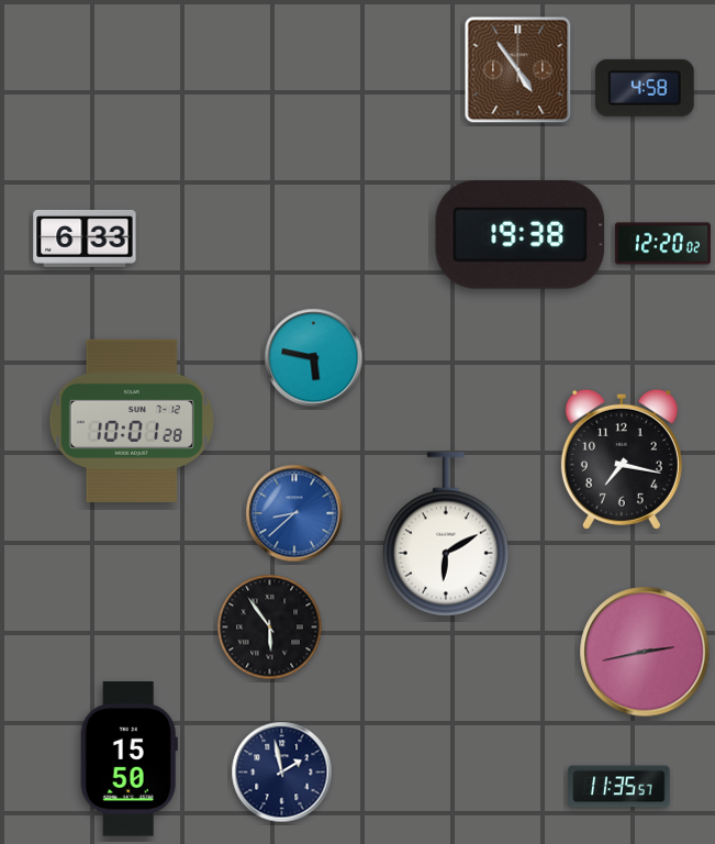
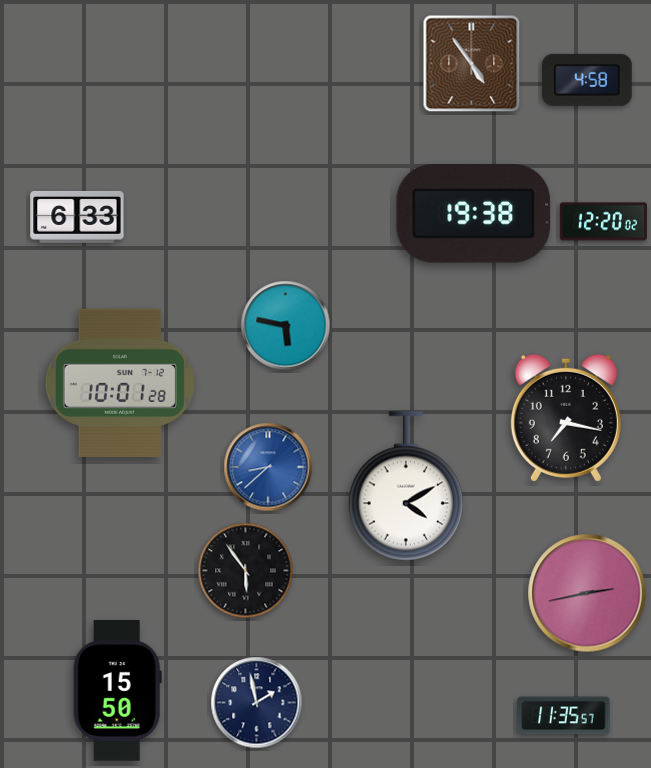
clock at (446, 534): 6:10 -> 4:10
